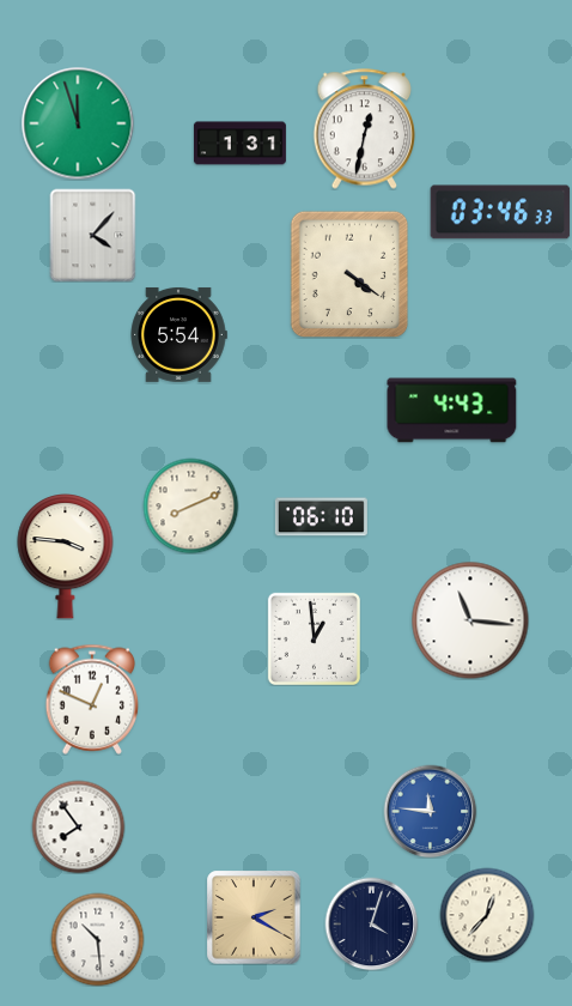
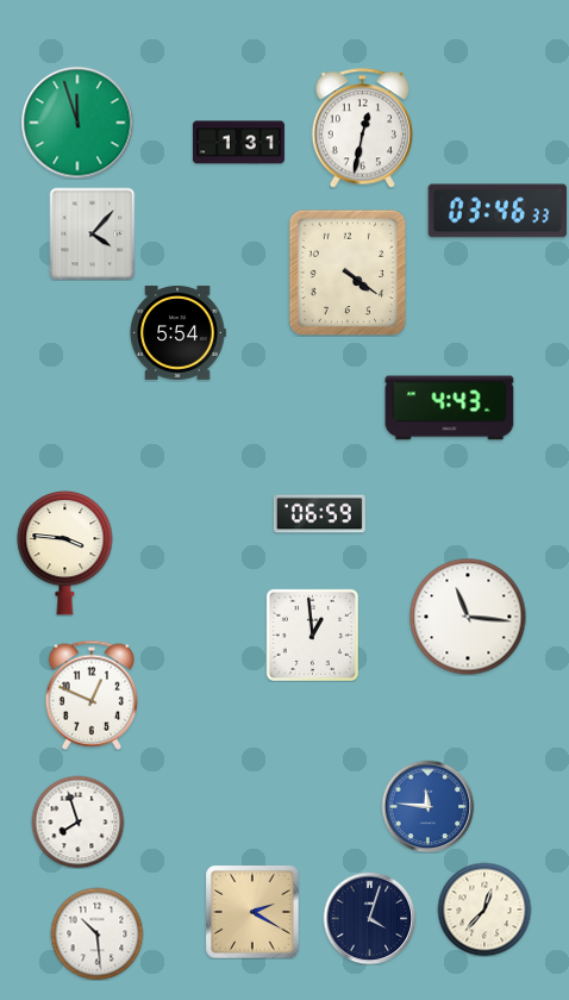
clock at (190, 505): 8:11 -> none
clock at (321, 517): 06:10 -> 06:59
clock at (78, 826): 7:54 -> 7:57
